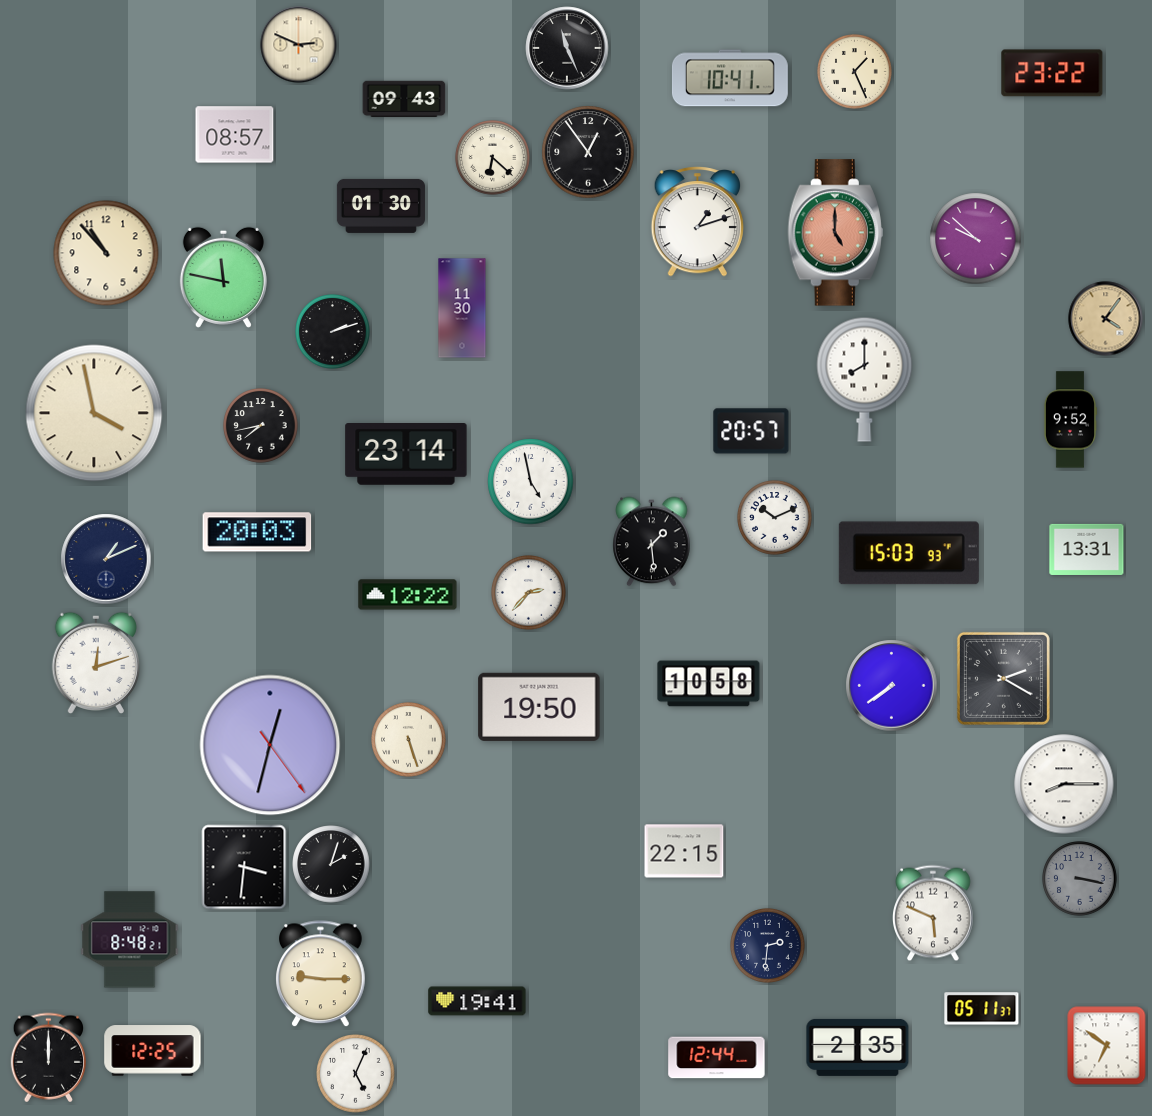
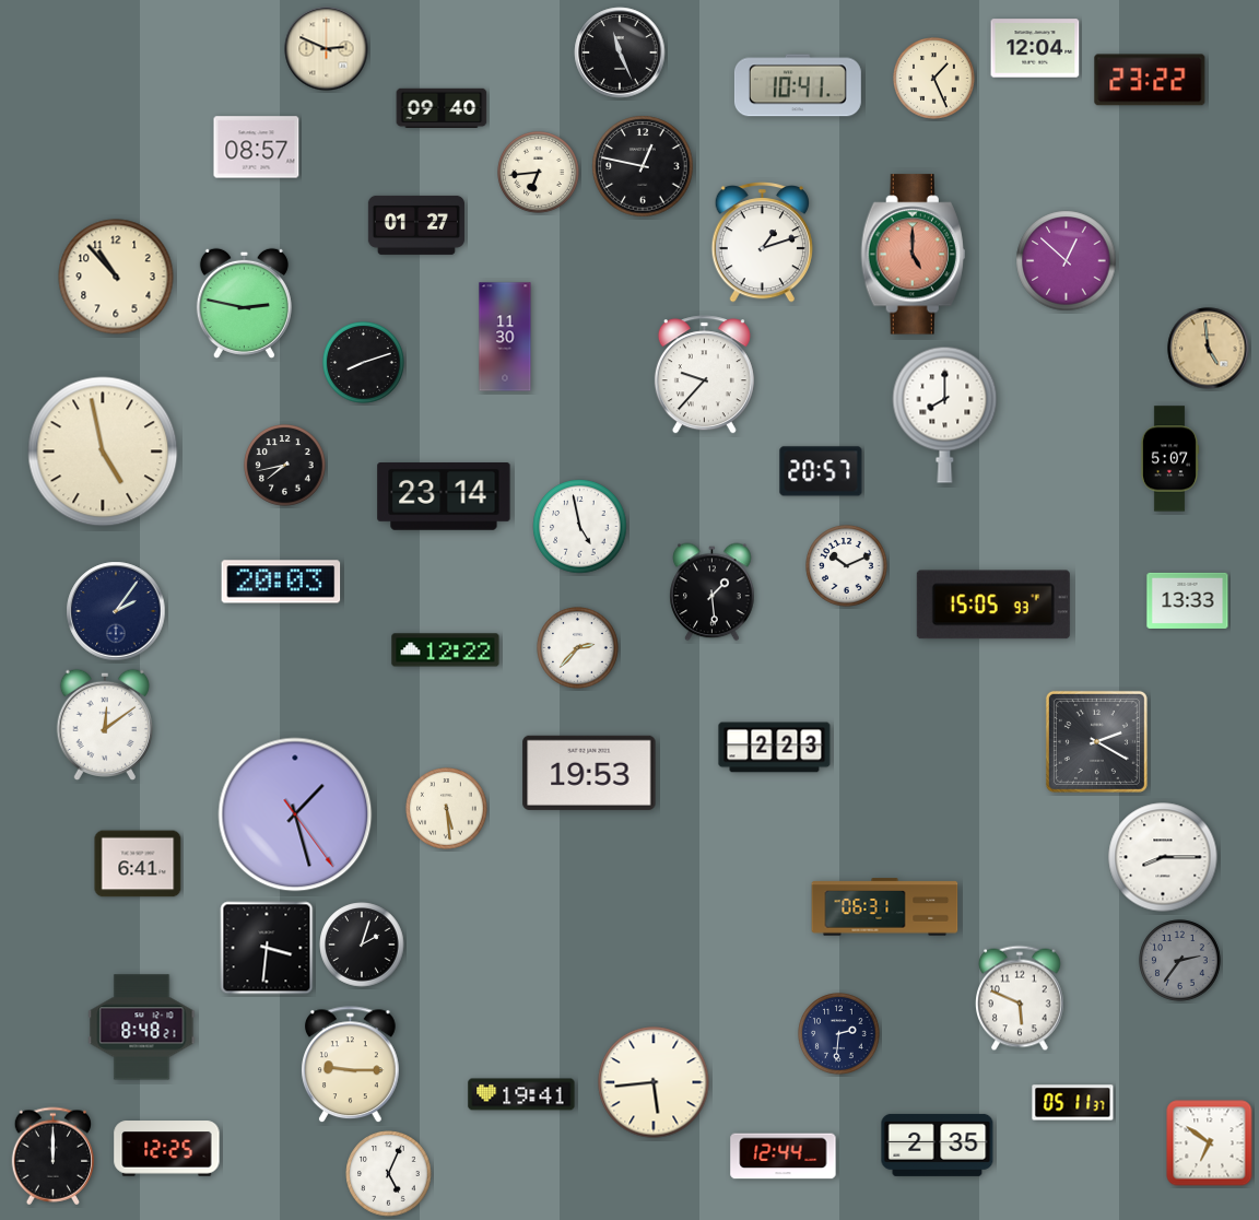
clock at (1035, 48): none -> 12:04
clock at (404, 98): 09:43 -> 09:40
clock at (588, 152): 12:54 -> 12:47
clock at (493, 158): 6:22 -> 6:44
clock at (381, 206): 01:30 -> 01:27
clock at (976, 239): 9:52 -> 12:52
clock at (223, 277): 11:47 -> 2:47
clock at (1106, 319): 4:06 -> 4:59
clock at (333, 332): 2:12 -> 8:12
clock at (704, 375): none -> 9:37
clock at (94, 413): 3:58 -> 4:58
clock at (1070, 420): 9:52 -> 5:07
clock at (1087, 549): 13:31 -> 13:33
clock at (909, 553): 15:03 -> 15:05
clock at (106, 559): 1:11 -> 2:06
clock at (96, 662): 12:12 -> 12:09
clock at (709, 684): 10:58 -> 2:23
clock at (892, 686): 7:39 -> none
clock at (539, 707): 19:50 -> 19:53
clock at (409, 740): 5:27 -> 5:29
clock at (270, 745): 12:32 -> 1:27
clock at (138, 864): none -> 6:41
clock at (885, 907): none -> 06:31
clock at (684, 851): 22:15 -> none
clock at (1080, 879): 3:17 -> 2:36
clock at (654, 1082): none -> 5:44
